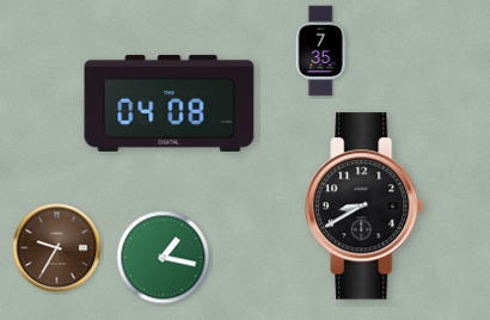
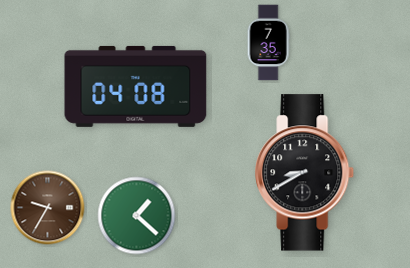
clock at (170, 103) position: (170, 103) -> (136, 86)
clock at (164, 258): 1:17 -> 1:22
